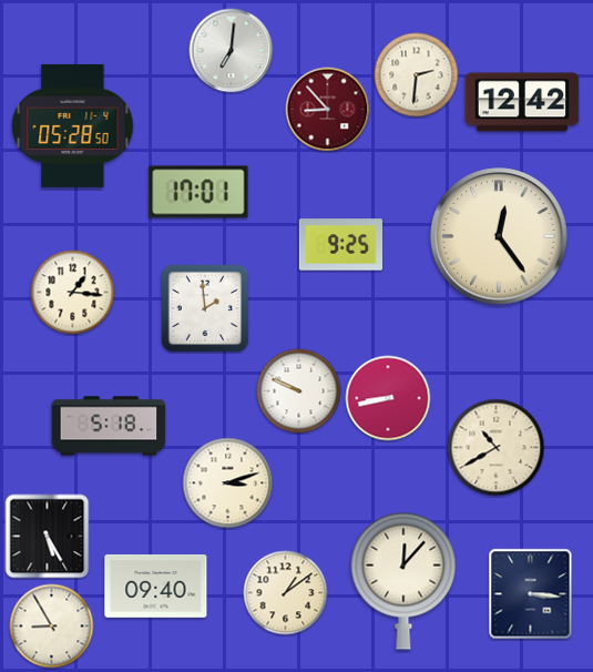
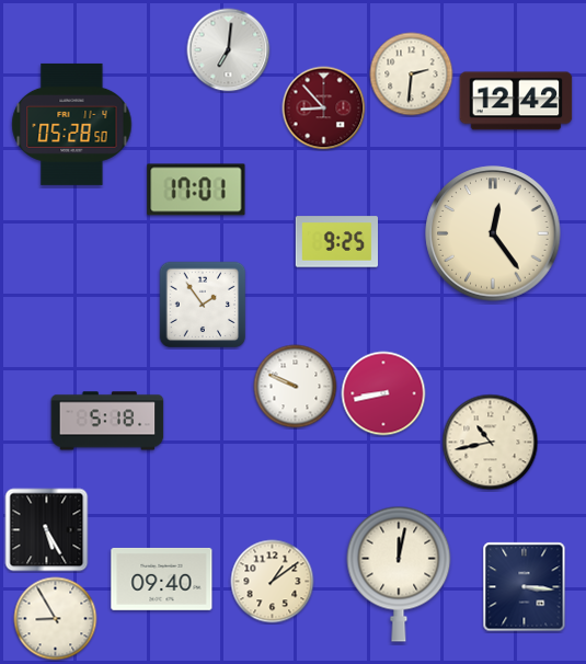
clock at (73, 293): 1:16 -> none
clock at (205, 308): 1:59 -> 1:54
clock at (497, 448): 10:40 -> 10:43
clock at (228, 483): 3:12 -> none
clock at (403, 581): 12:07 -> 12:02
clock at (156, 586) position: (156, 586) -> (162, 579)
clock at (286, 593) position: (286, 593) -> (273, 582)
clock at (52, 627) position: (52, 627) -> (56, 619)
